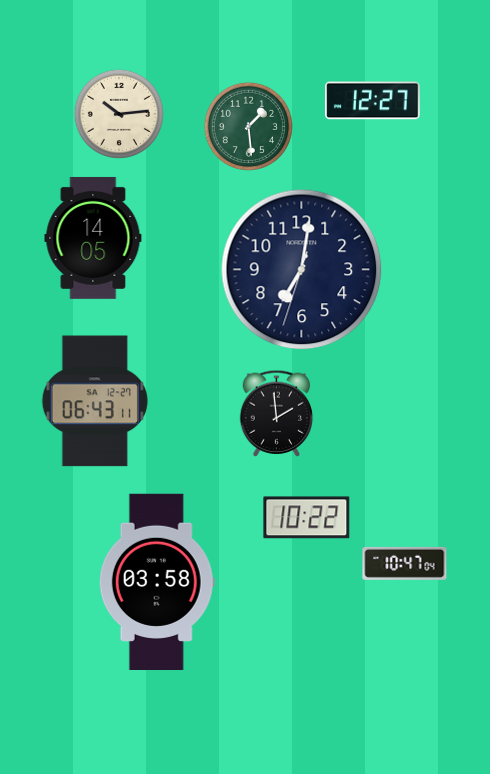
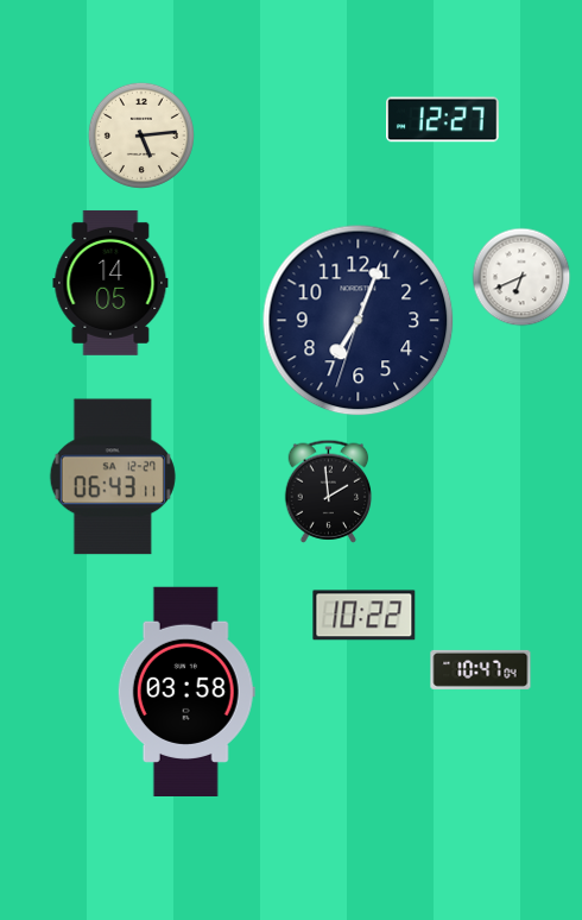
clock at (119, 114): 10:14 -> 5:14
clock at (248, 126): 1:29 -> none
clock at (521, 277): none -> 6:41
clock at (302, 270): 7:01 -> 7:03
